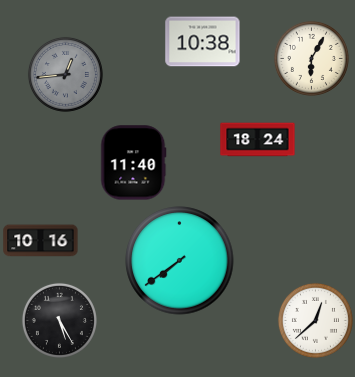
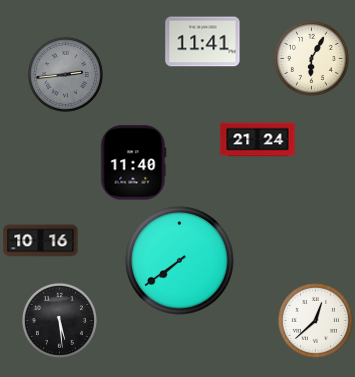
clock at (203, 42): 10:38 -> 11:41
clock at (65, 74): 12:44 -> 2:44
clock at (258, 140): 18:24 -> 21:24
clock at (59, 320): 5:25 -> 5:29
